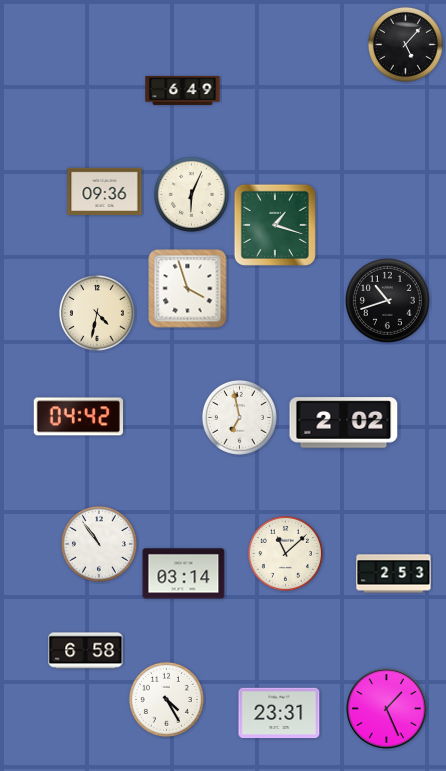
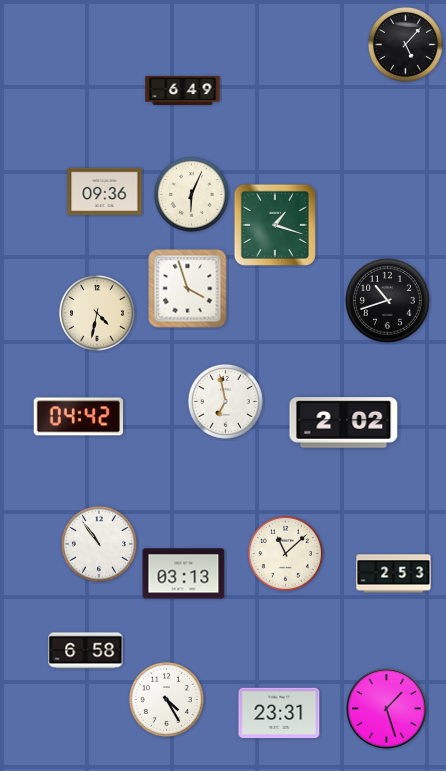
clock at (239, 417) position: (239, 417) -> (225, 401)
clock at (184, 574): 03:14 -> 03:13
clock at (387, 709): 1:26 -> 1:27
